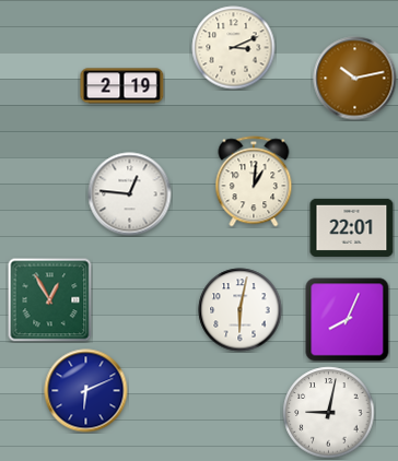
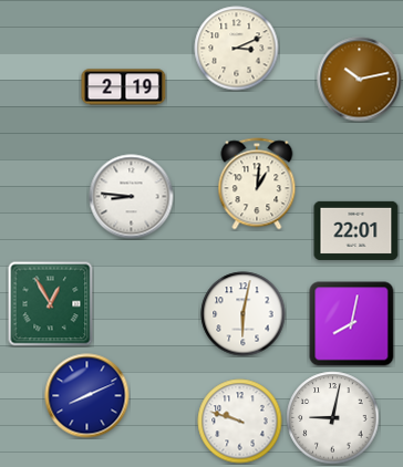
clock at (130, 194): 12:46 -> 8:46
clock at (348, 320): 8:04 -> 8:02
clock at (86, 391): 6:11 -> 8:11
clock at (240, 422): none -> 9:48
